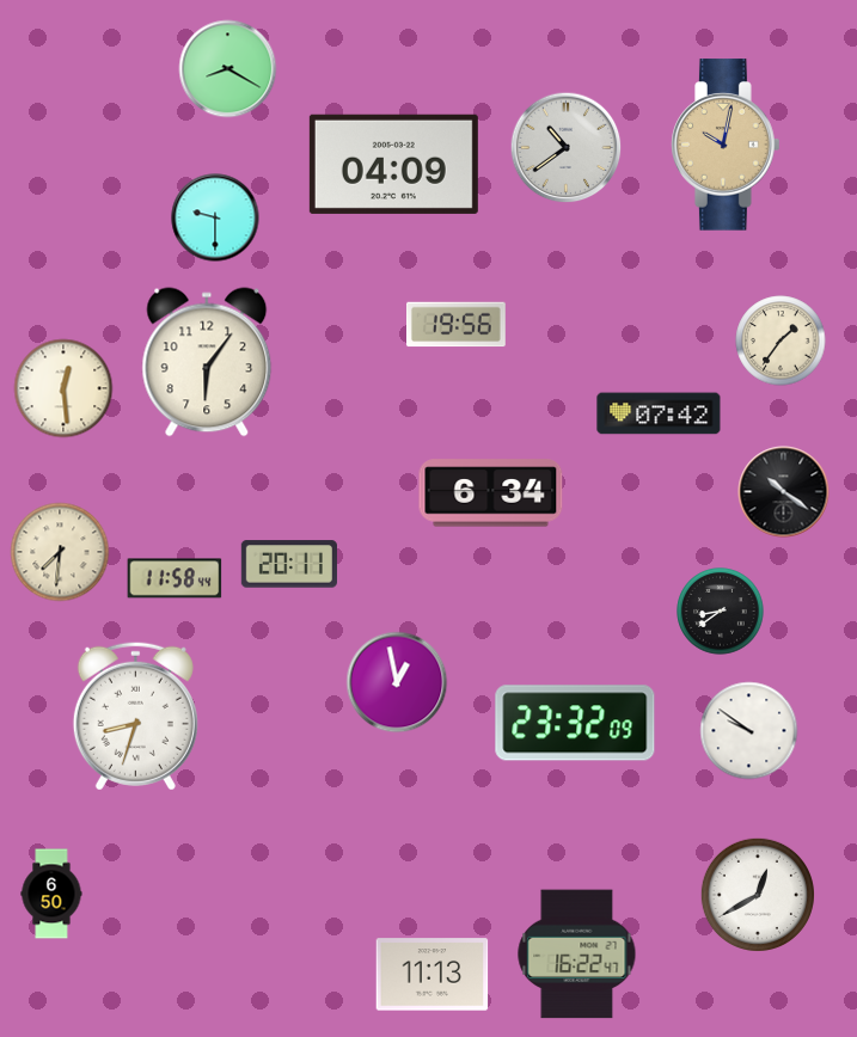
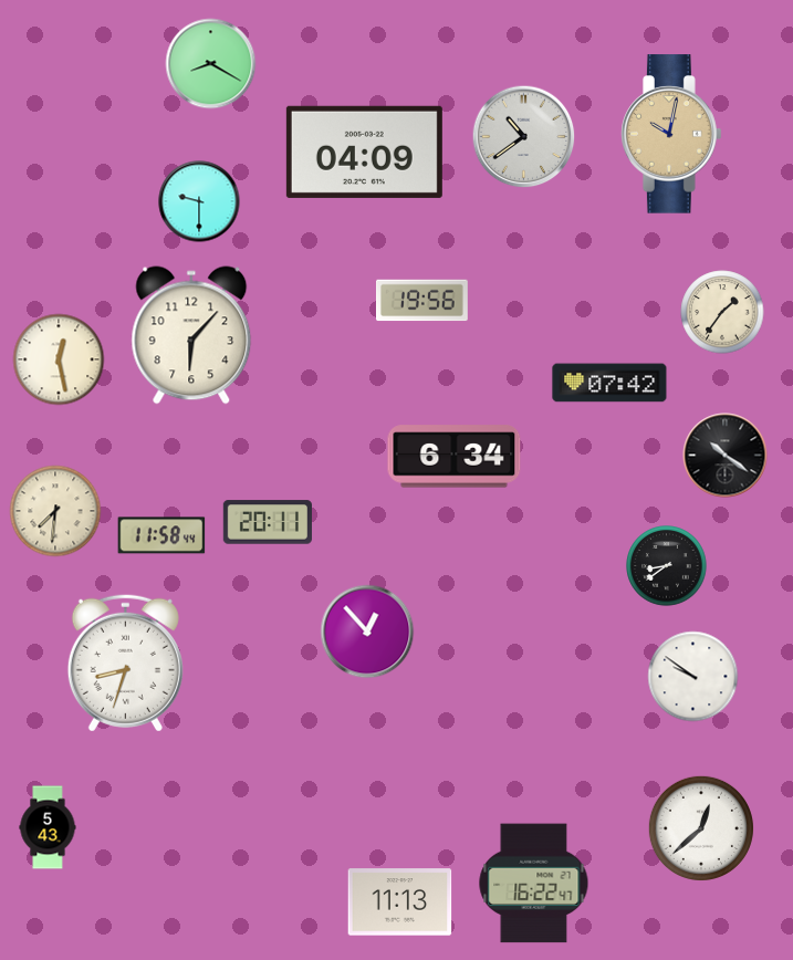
clock at (781, 340) position: (781, 340) -> (722, 312)
clock at (207, 362): 6:06 -> 6:07
clock at (63, 388): 12:29 -> 12:28
clock at (397, 682): 12:58 -> 12:53
clock at (575, 723): 23:32 -> none
clock at (51, 894): 6:50 -> 5:43
clock at (758, 895): 12:40 -> 12:38
